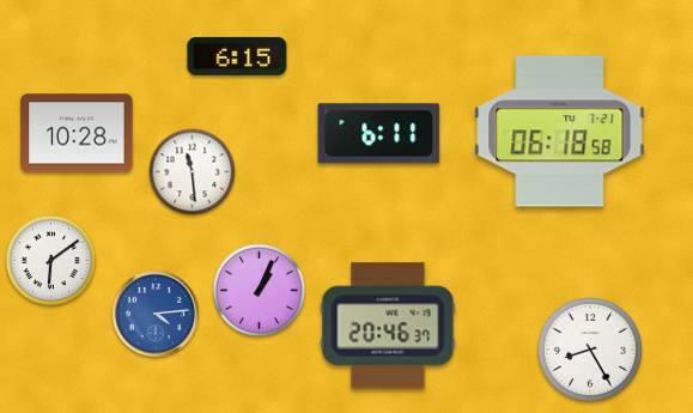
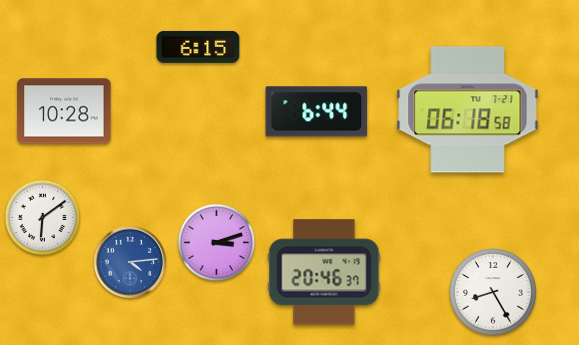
clock at (379, 134): 6:11 -> 6:44
clock at (193, 172): 11:29 -> none
clock at (260, 291): 1:04 -> 3:12
